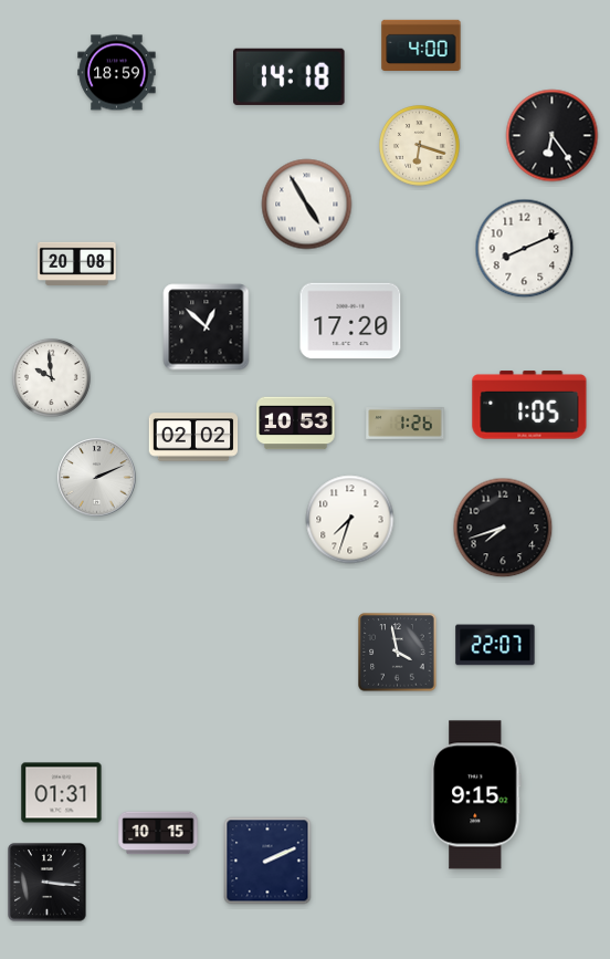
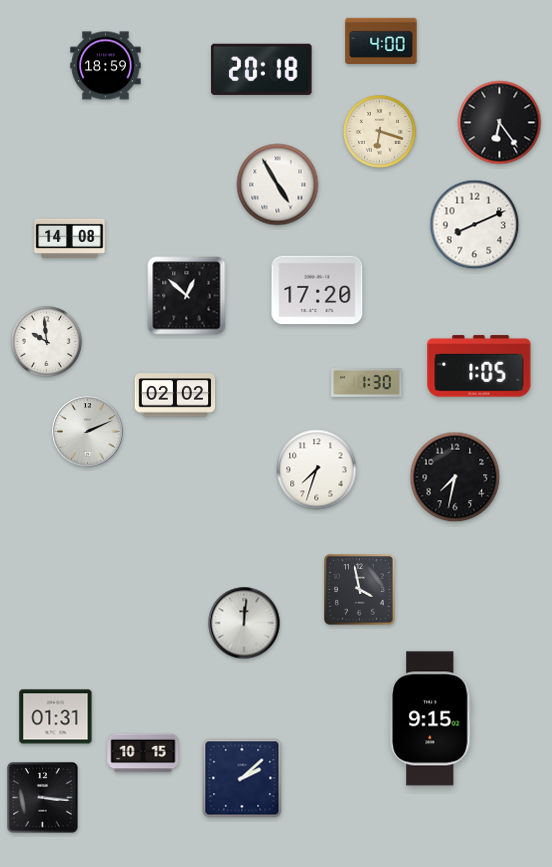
clock at (290, 76): 14:18 -> 20:18
clock at (77, 263): 20:08 -> 14:08
clock at (296, 424): 10:53 -> none
clock at (406, 424): 1:26 -> 1:30
clock at (503, 528): 7:42 -> 7:32
clock at (495, 645): 22:07 -> none
clock at (244, 623): none -> 12:01
clock at (267, 861): 2:11 -> 2:08
